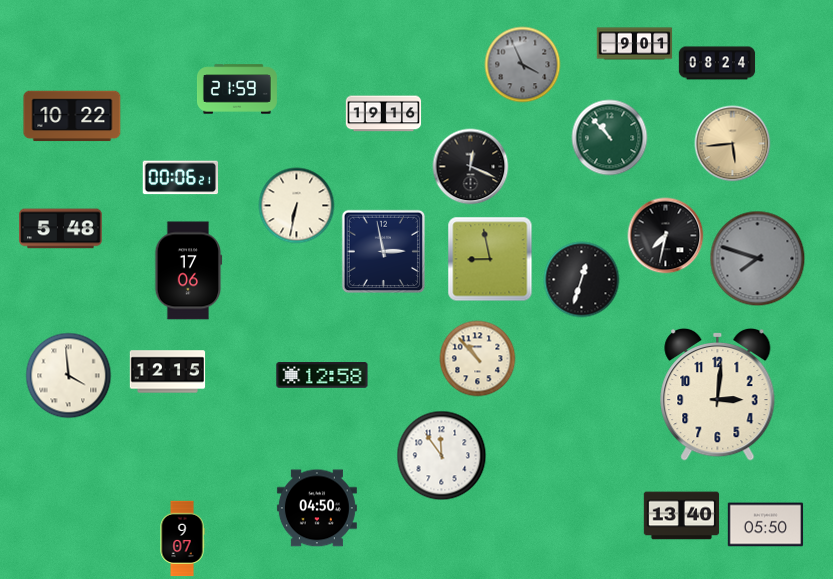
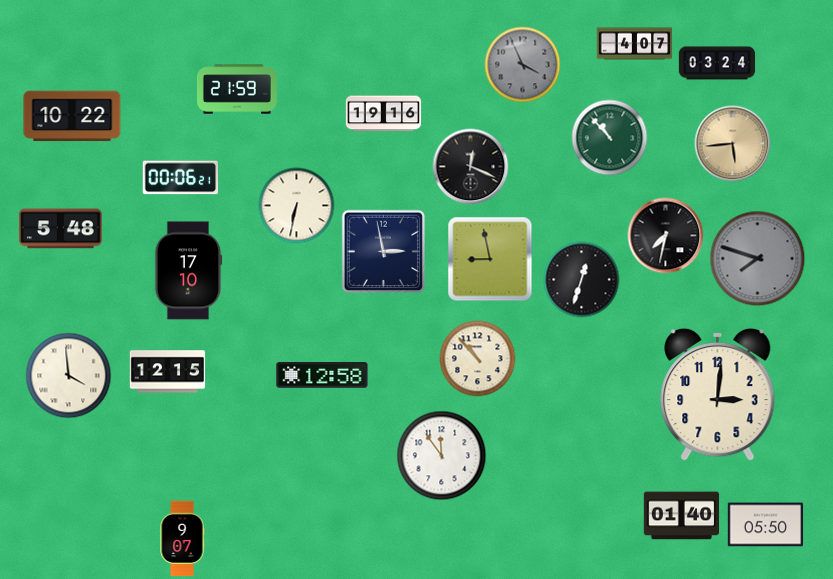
clock at (635, 44): 9:01 -> 4:07
clock at (717, 63): 08:24 -> 03:24
clock at (188, 271): 17:06 -> 17:10
clock at (317, 508): 04:50 -> none
clock at (682, 516): 13:40 -> 01:40
